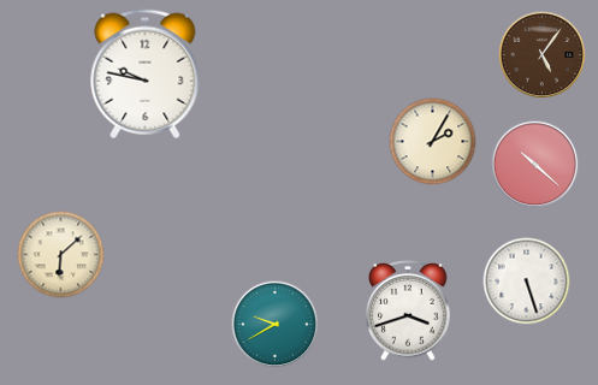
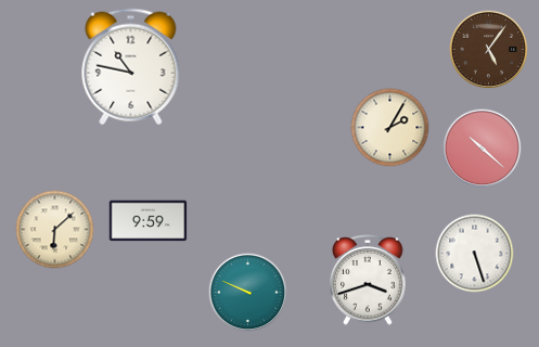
clock at (146, 75): 9:47 -> 10:47
clock at (149, 221): none -> 9:59
clock at (276, 325): 9:40 -> 9:49
